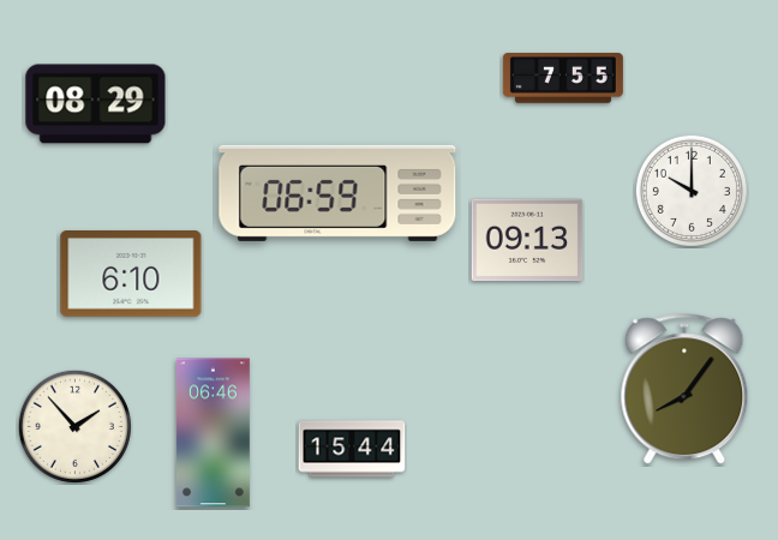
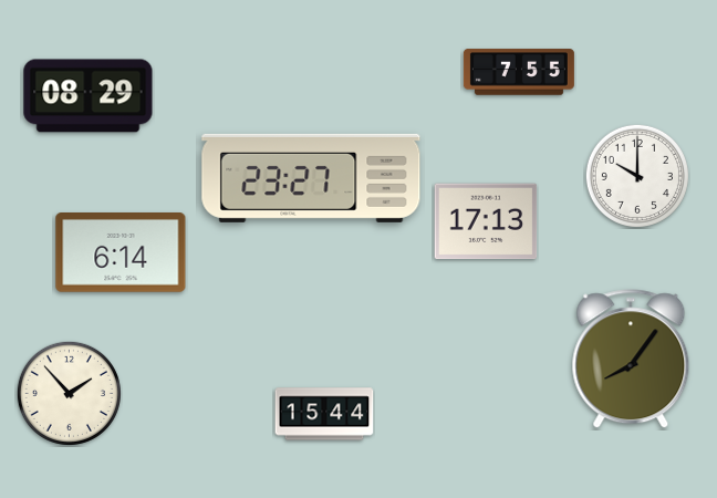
clock at (337, 193): 06:59 -> 23:27
clock at (527, 240): 09:13 -> 17:13
clock at (131, 275): 6:10 -> 6:14
clock at (213, 433): 06:46 -> none
